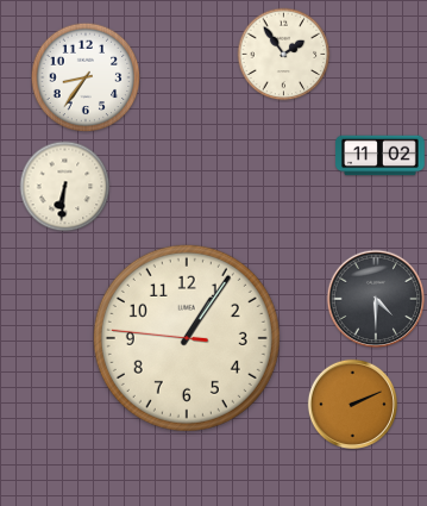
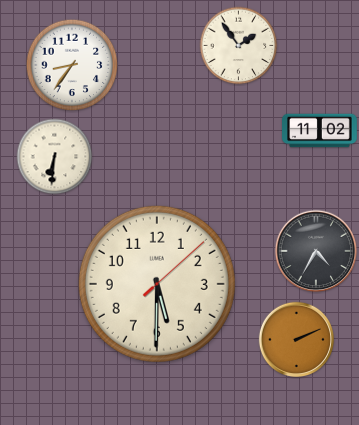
clock at (376, 299): 4:30 -> 4:35
clock at (187, 338): 1:05 -> 5:30
